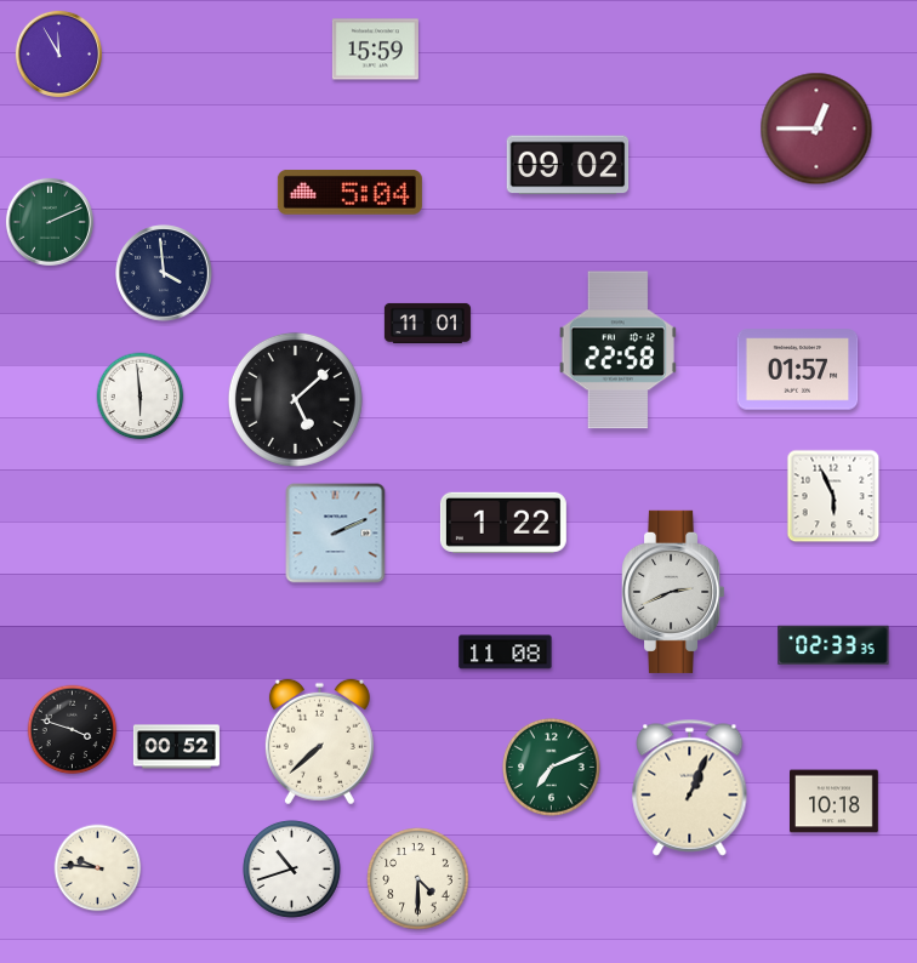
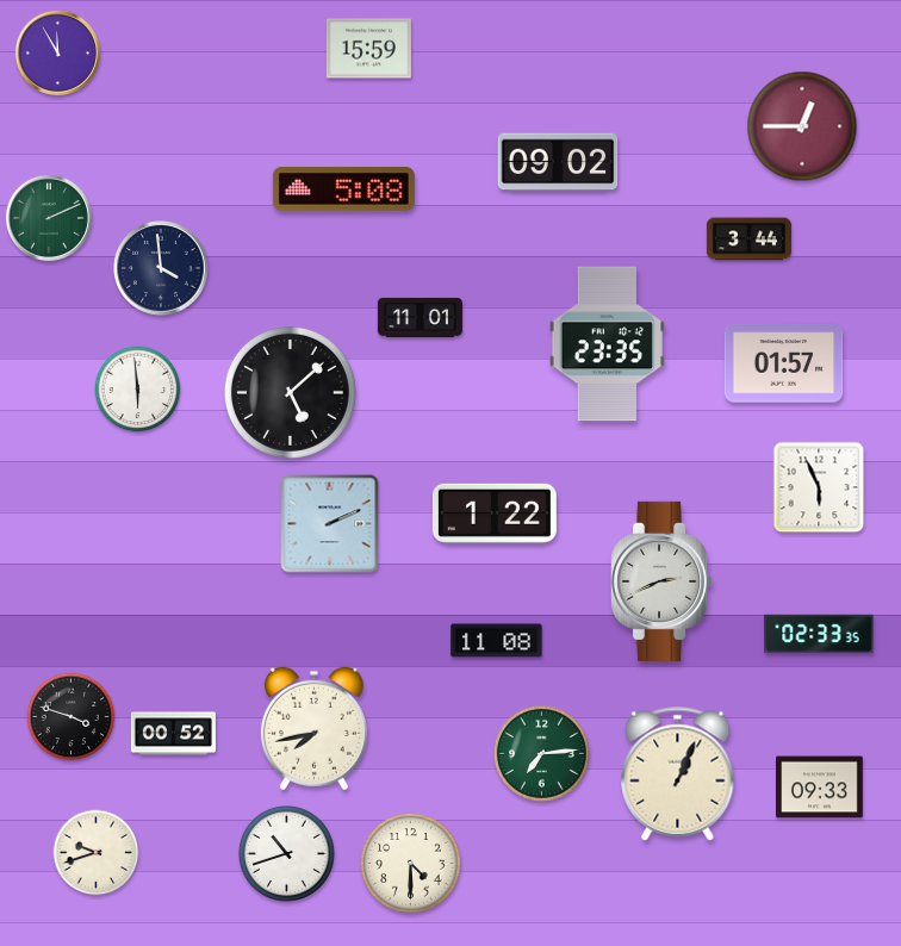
clock at (349, 193): 5:04 -> 5:08
clock at (748, 239): none -> 3:44
clock at (617, 351): 22:58 -> 23:35
clock at (319, 742): 7:38 -> 7:43
clock at (551, 767): 7:11 -> 7:14
clock at (835, 802): 10:18 -> 09:33
clock at (98, 868): 9:46 -> 9:42
